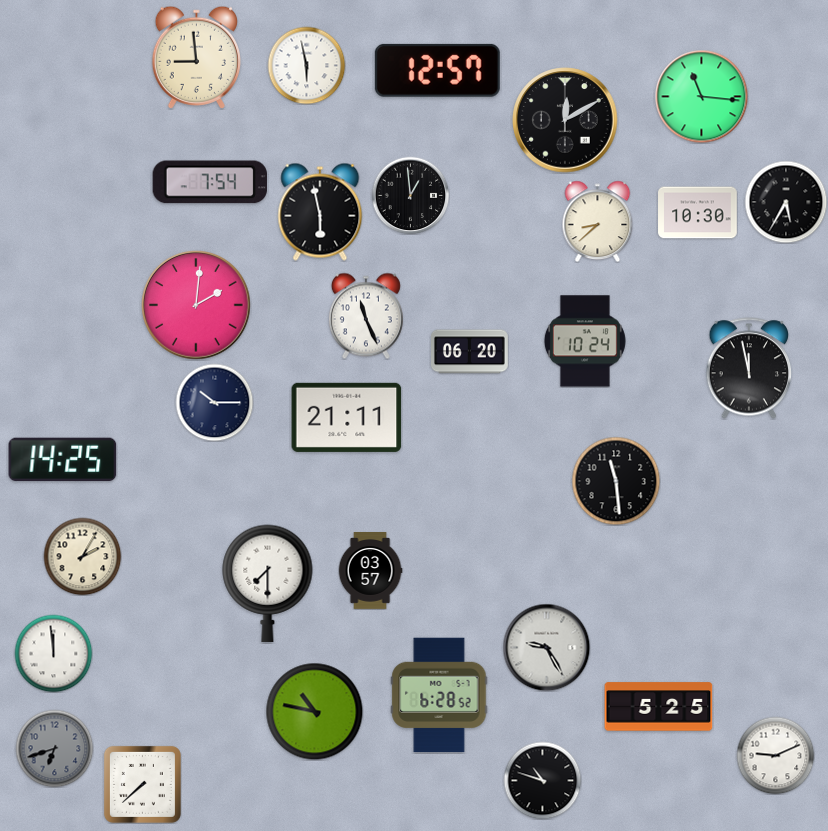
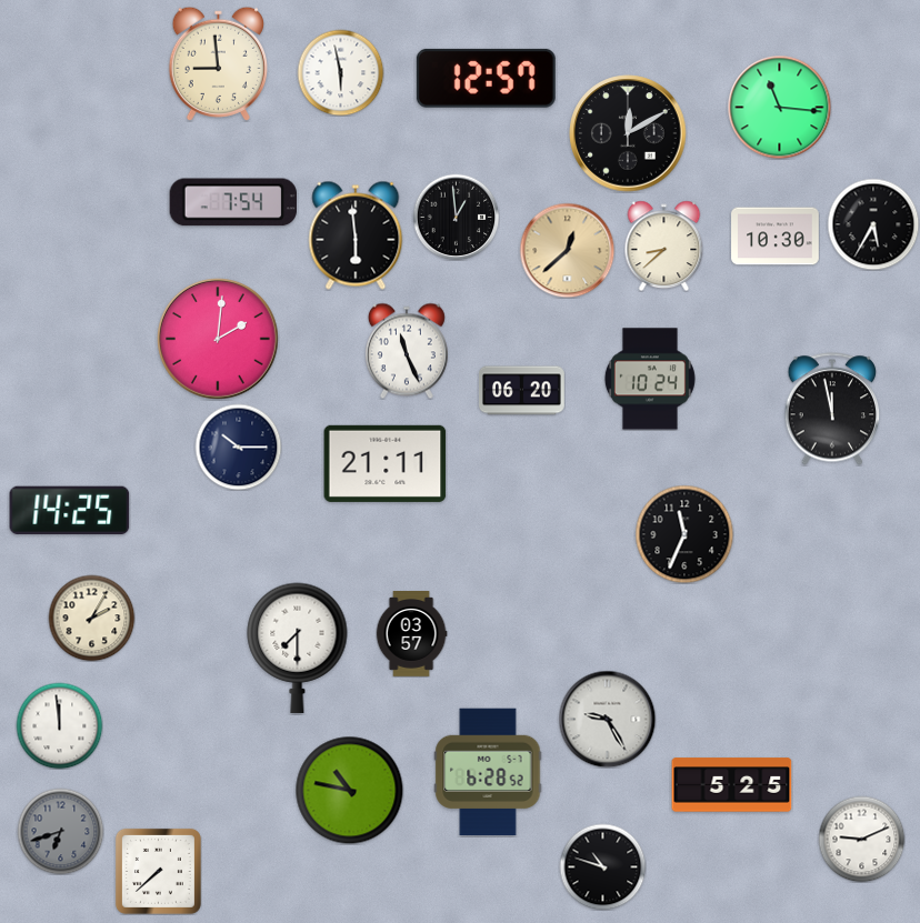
clock at (320, 212): 5:58 -> 5:59
clock at (567, 250): none -> 12:38
clock at (616, 481): 11:29 -> 11:34
